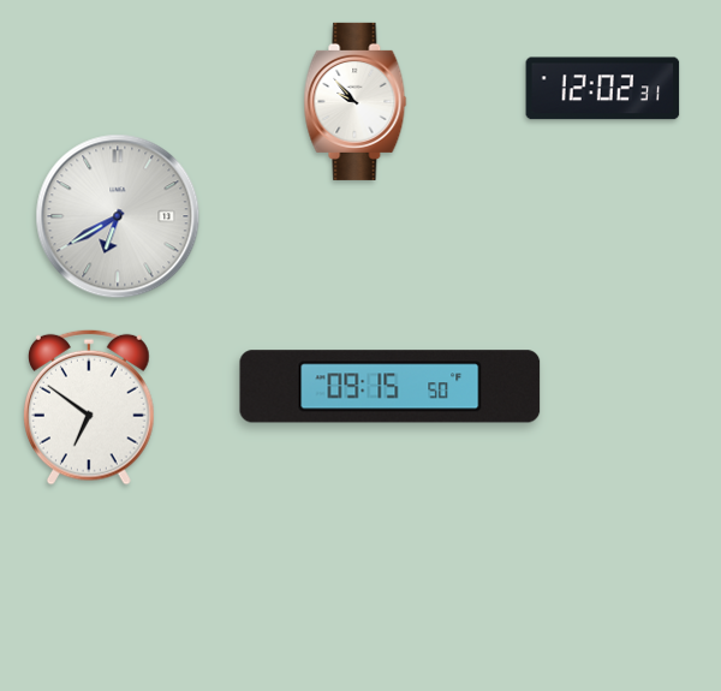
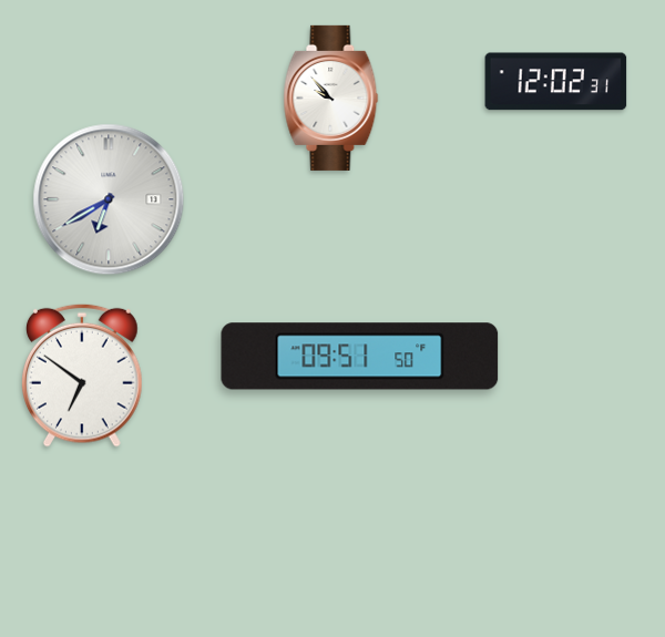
clock at (356, 101) position: (356, 101) -> (331, 97)
clock at (391, 387): 09:15 -> 09:51
